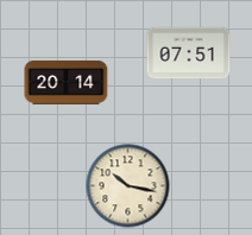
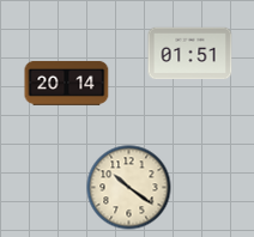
clock at (189, 53): 07:51 -> 01:51
clock at (128, 186): 10:17 -> 10:21
